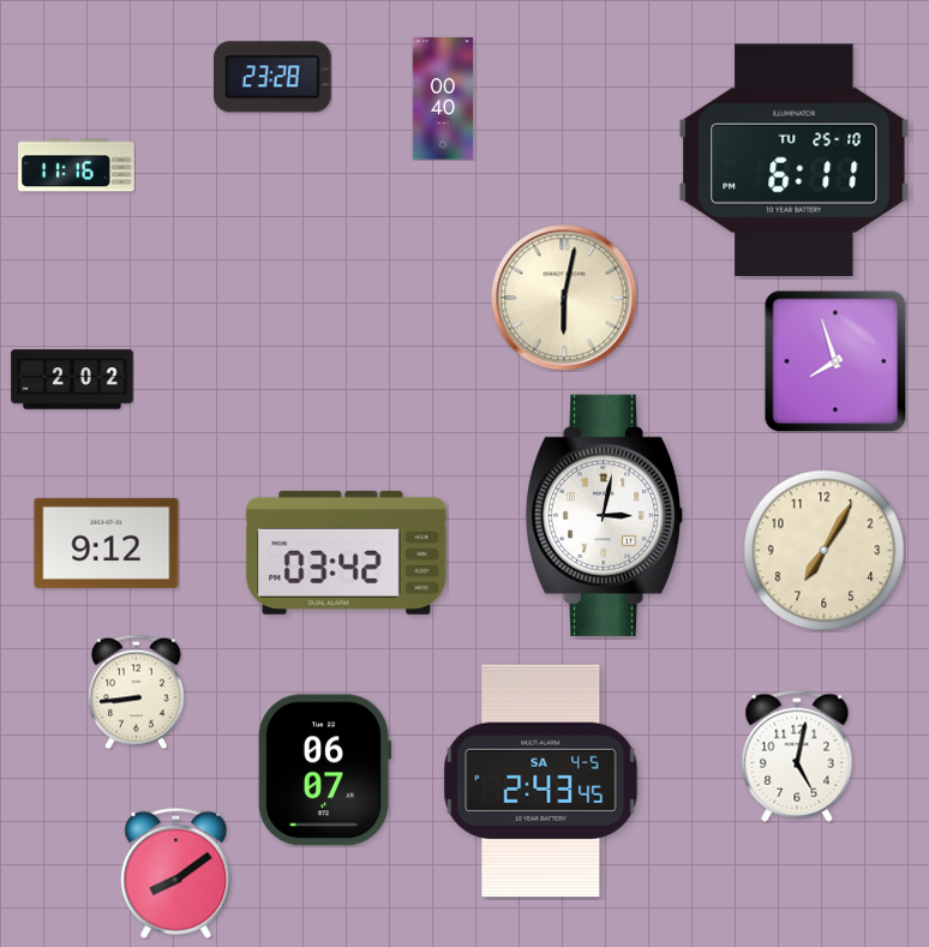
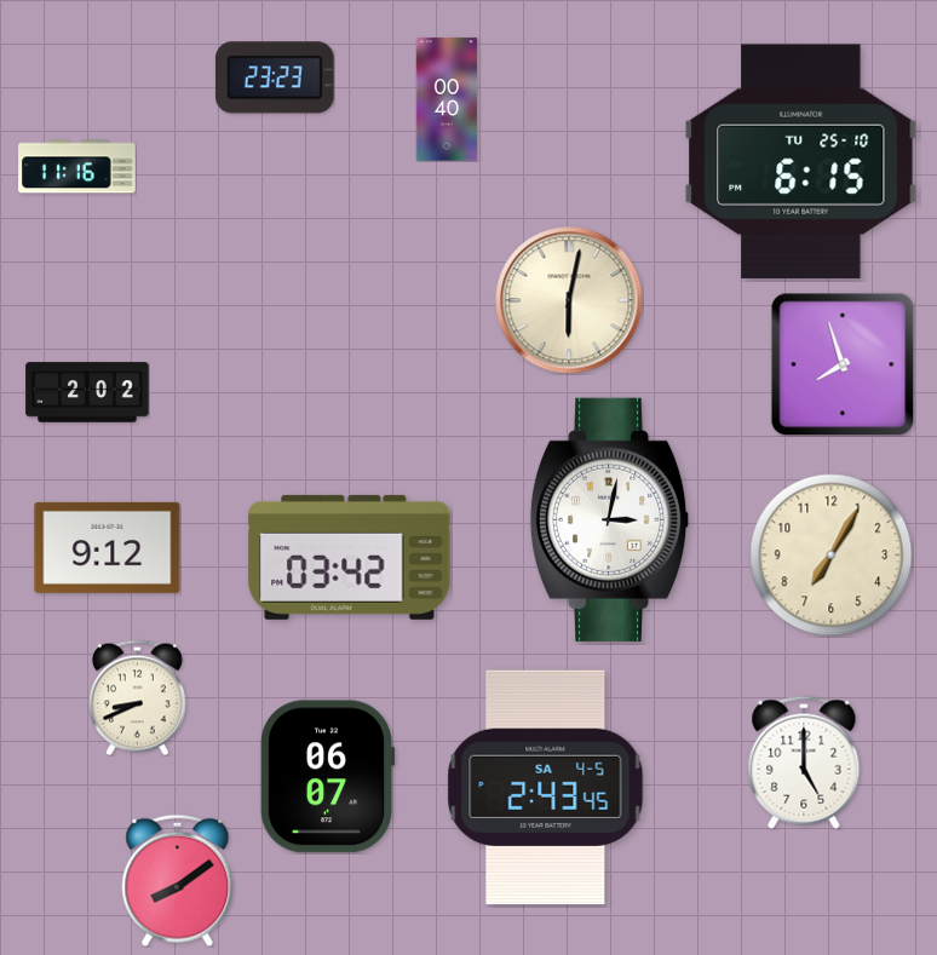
clock at (274, 77): 23:28 -> 23:23
clock at (795, 160): 6:11 -> 6:15
clock at (72, 379) position: (72, 379) -> (87, 392)
clock at (136, 691): 8:44 -> 8:41
clock at (797, 756): 5:02 -> 5:00
